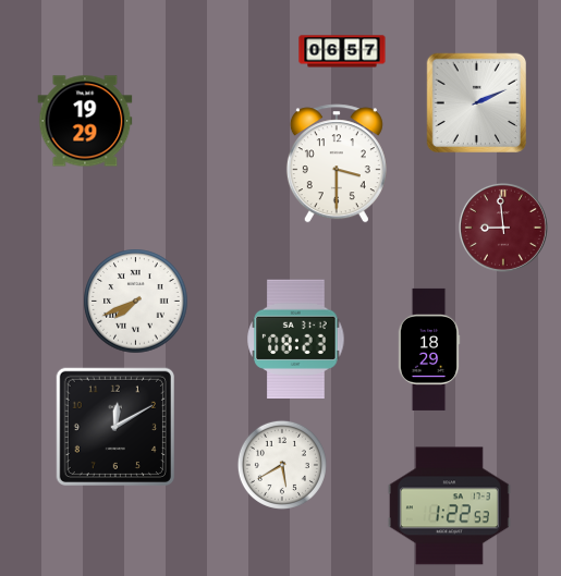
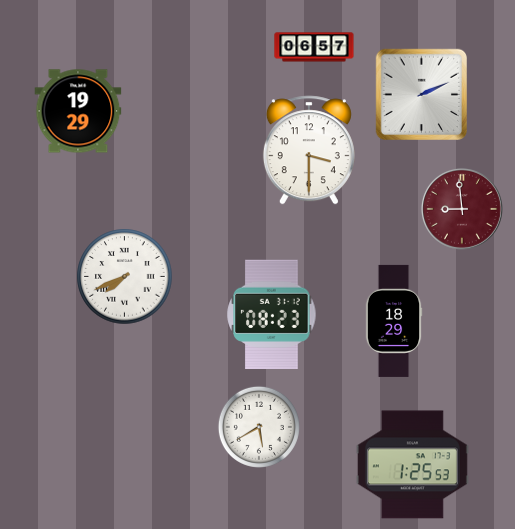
clock at (476, 102) position: (476, 102) -> (421, 94)
clock at (296, 339) position: (296, 339) -> (272, 314)
clock at (115, 427): 12:10 -> none
clock at (449, 506): 1:22 -> 1:25
